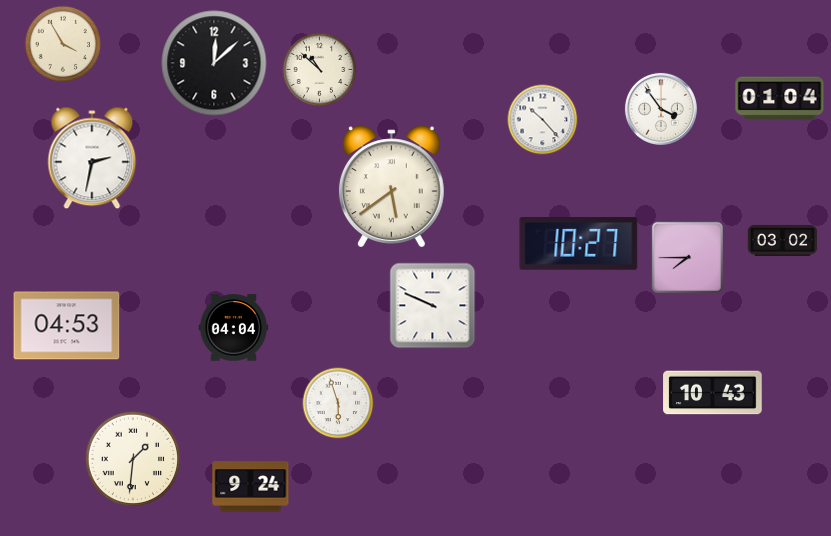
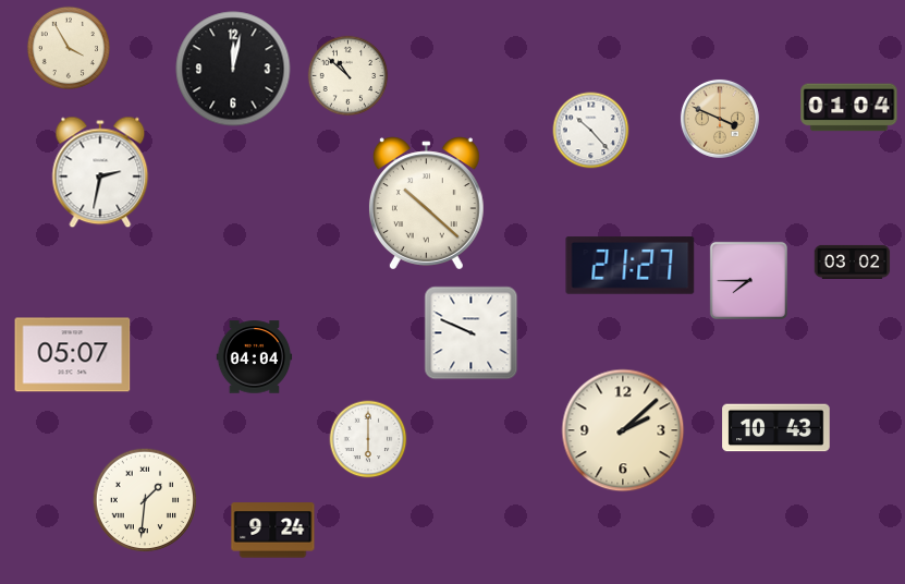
clock at (214, 63): 12:08 -> 12:02
clock at (661, 109): 3:54 -> 3:49
clock at (661, 109) dial: white -> champagne
clock at (391, 187): 5:39 -> 10:22
clock at (579, 244): 10:27 -> 21:27
clock at (67, 326): 04:53 -> 05:07
clock at (623, 430): none -> 2:08
clock at (338, 403): 5:57 -> 6:00
